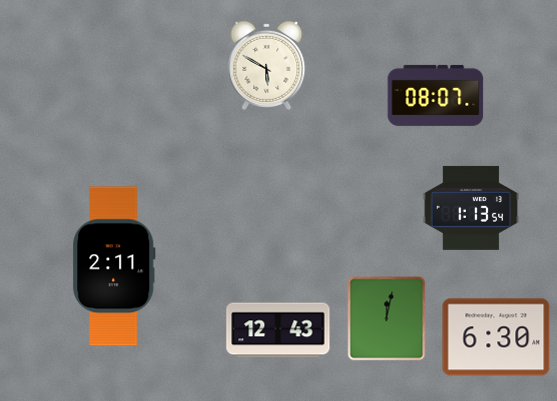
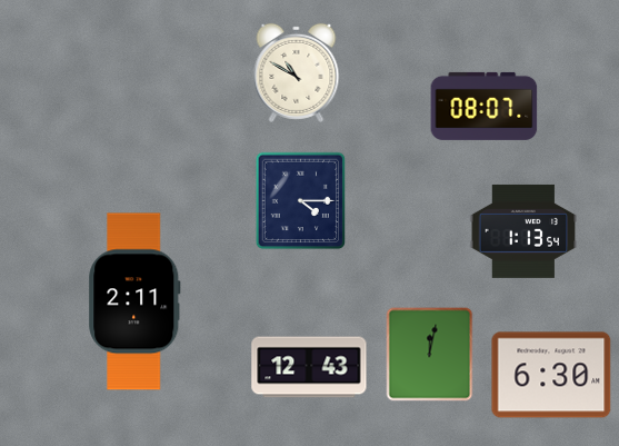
clock at (267, 65): 5:50 -> 10:50
clock at (301, 201): none -> 4:15
clock at (114, 266) position: (114, 266) -> (134, 301)
